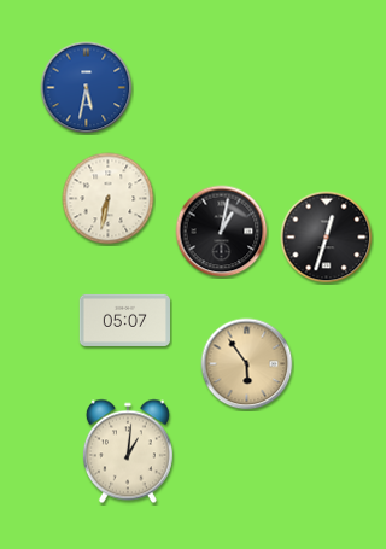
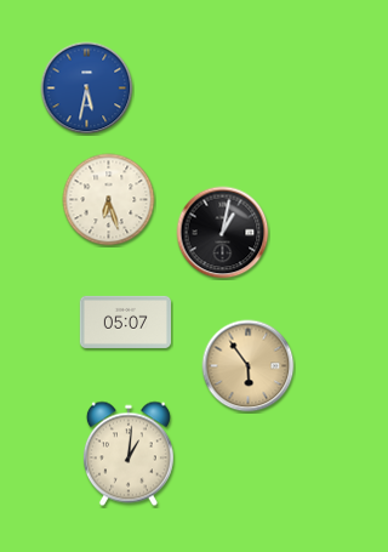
clock at (109, 199): 6:32 -> 6:27
clock at (327, 238): 12:33 -> none
